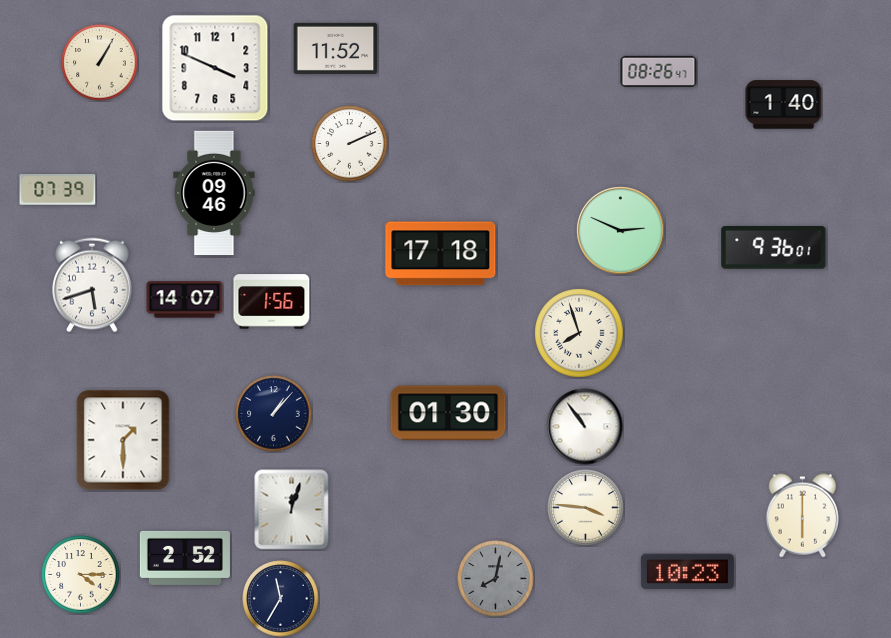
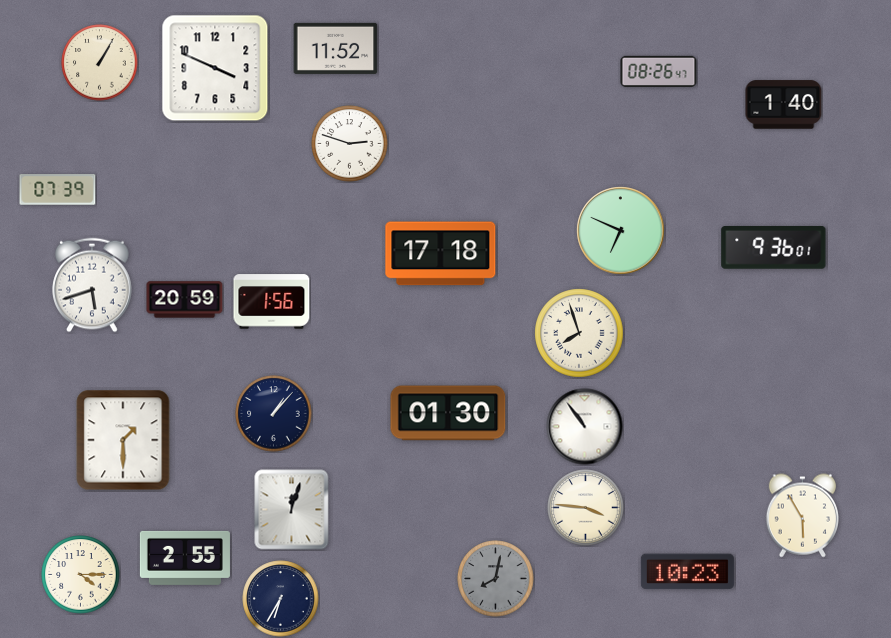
clock at (350, 144): 2:11 -> 2:48
clock at (214, 193): 09:46 -> none
clock at (621, 231): 2:49 -> 6:49
clock at (185, 300): 14:07 -> 20:59
clock at (802, 516): 6:00 -> 5:55
clock at (185, 558): 2:52 -> 2:55
clock at (281, 599): 11:35 -> 6:35
